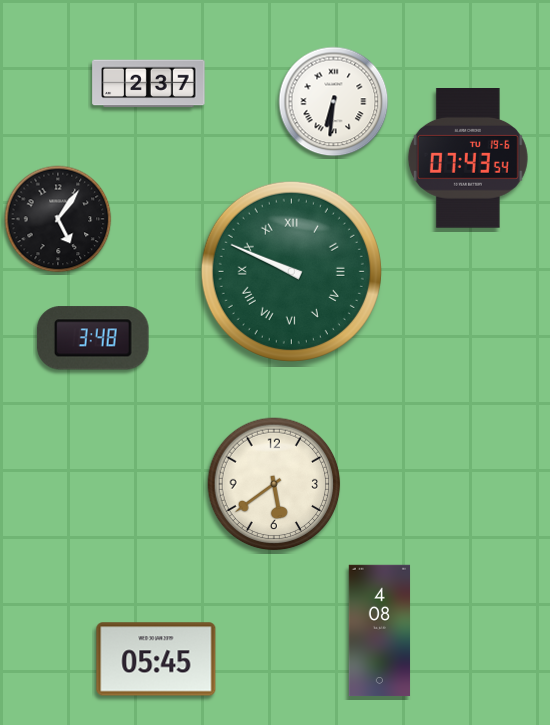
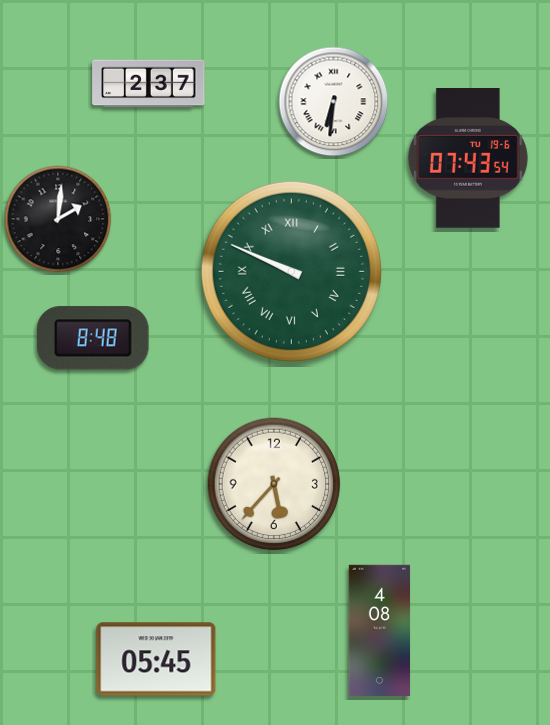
clock at (58, 219): 5:06 -> 2:01
clock at (93, 338): 3:48 -> 8:48
clock at (274, 484): 5:39 -> 5:37
